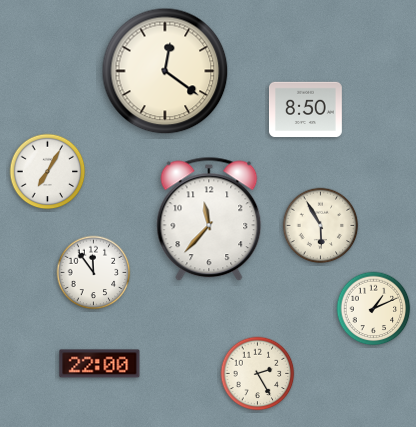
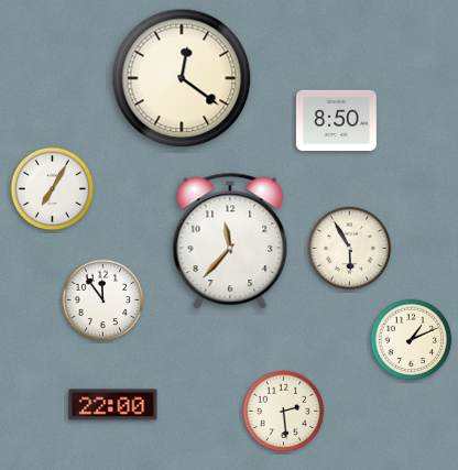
clock at (321, 226) position: (321, 226) -> (350, 249)
clock at (100, 364) position: (100, 364) -> (113, 405)
clock at (258, 374): 2:25 -> 2:29
